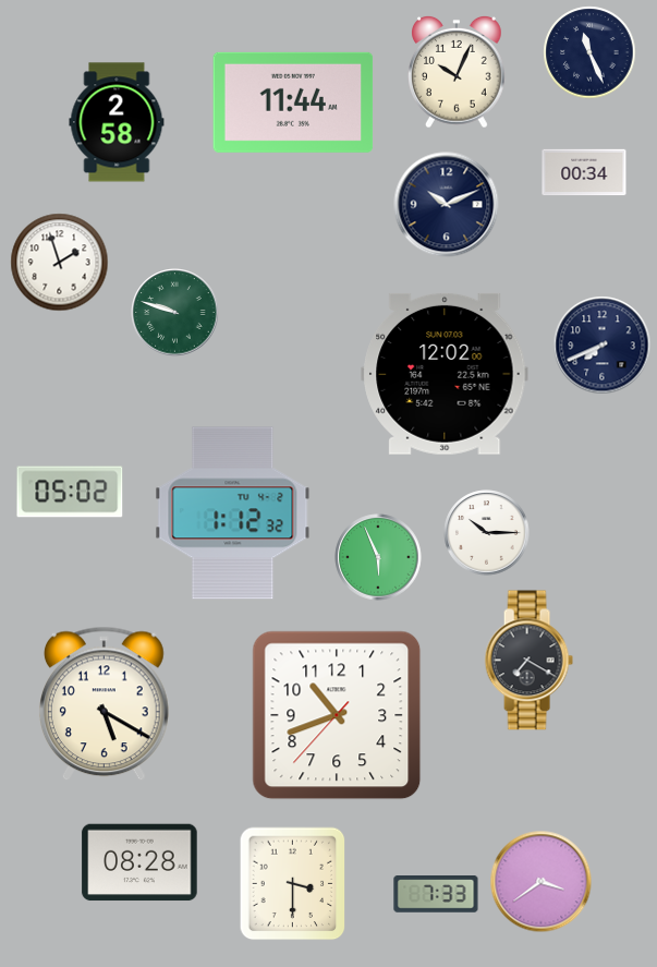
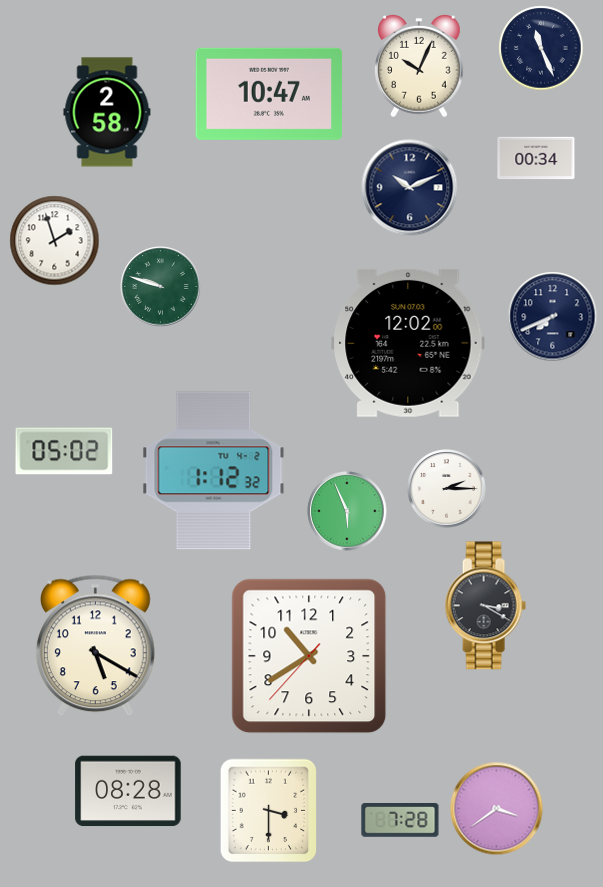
clock at (293, 102): 11:44 -> 10:47
clock at (487, 533): 10:15 -> 2:15
clock at (528, 661): 7:20 -> 3:20
clock at (337, 715): 10:41 -> 10:39
clock at (436, 894): 7:33 -> 7:28
